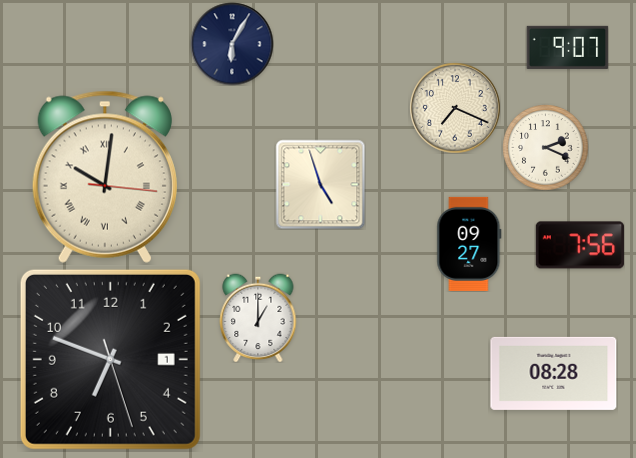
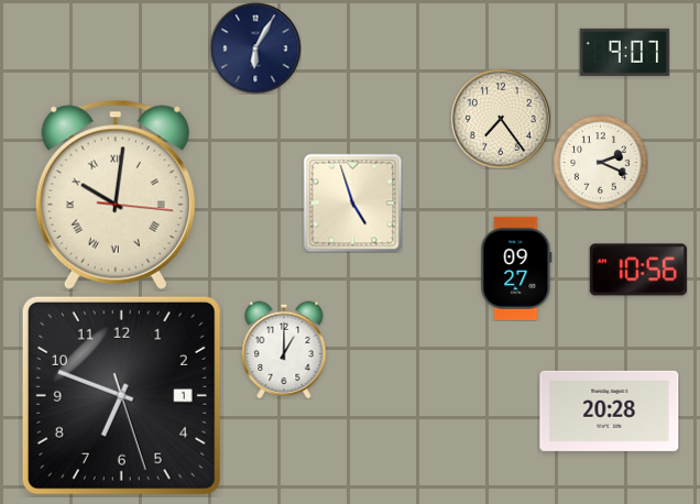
clock at (455, 108): 7:19 -> 7:24
clock at (580, 245): 7:56 -> 10:56
clock at (554, 373): 08:28 -> 20:28
